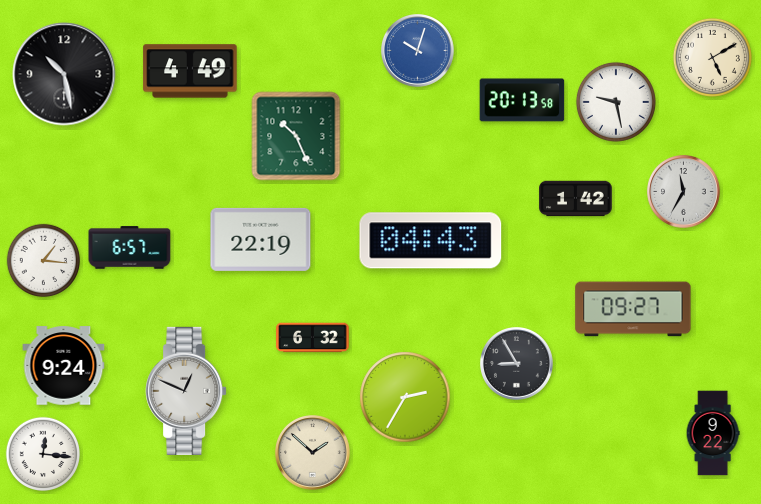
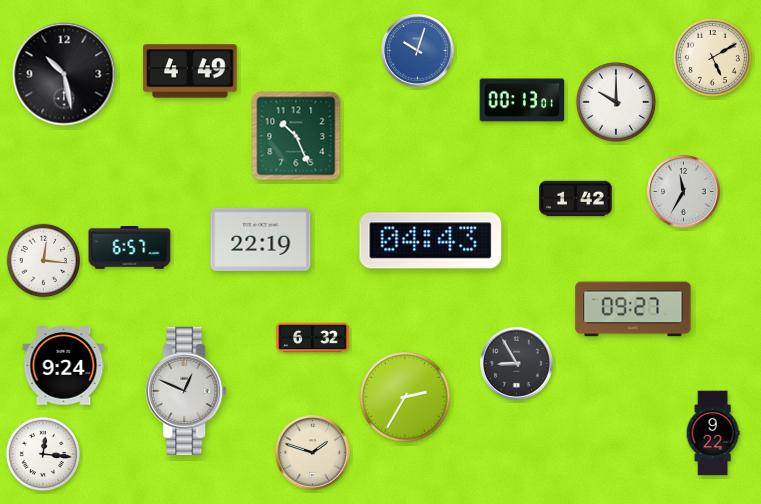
clock at (522, 100): 20:13 -> 00:13
clock at (616, 102): 9:28 -> 10:00
clock at (44, 261): 1:16 -> 12:16
clock at (313, 453): 1:52 -> 1:48
